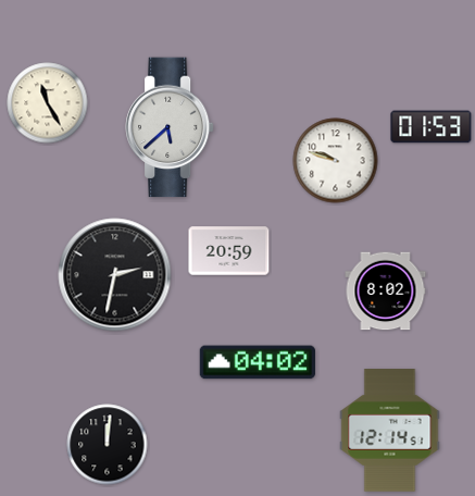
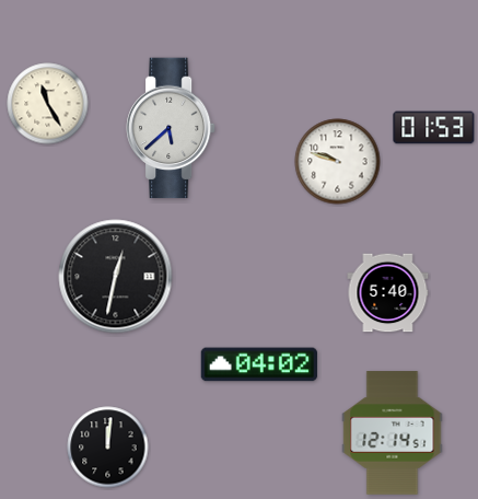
clock at (229, 251): 20:59 -> none
clock at (115, 275): 2:32 -> 12:32
clock at (386, 292): 8:02 -> 5:40
